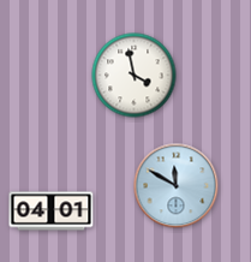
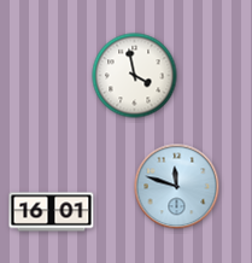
clock at (177, 186): 11:50 -> 11:48
clock at (52, 212): 04:01 -> 16:01
